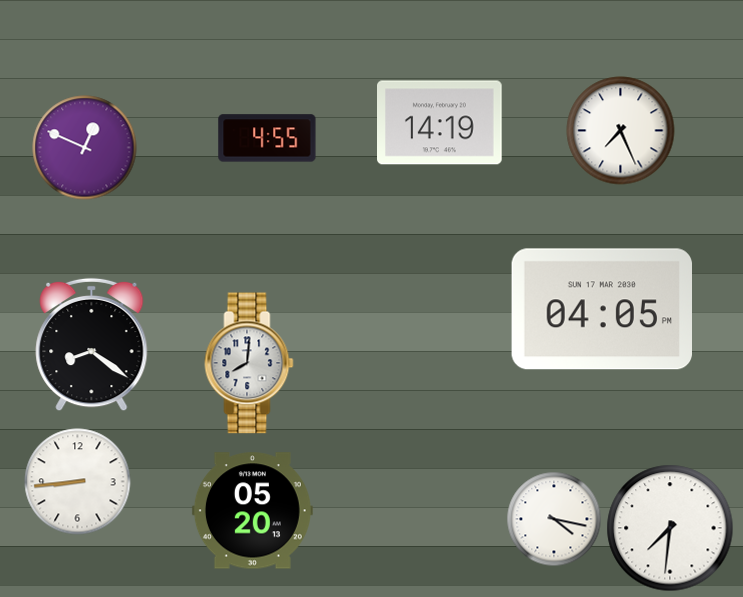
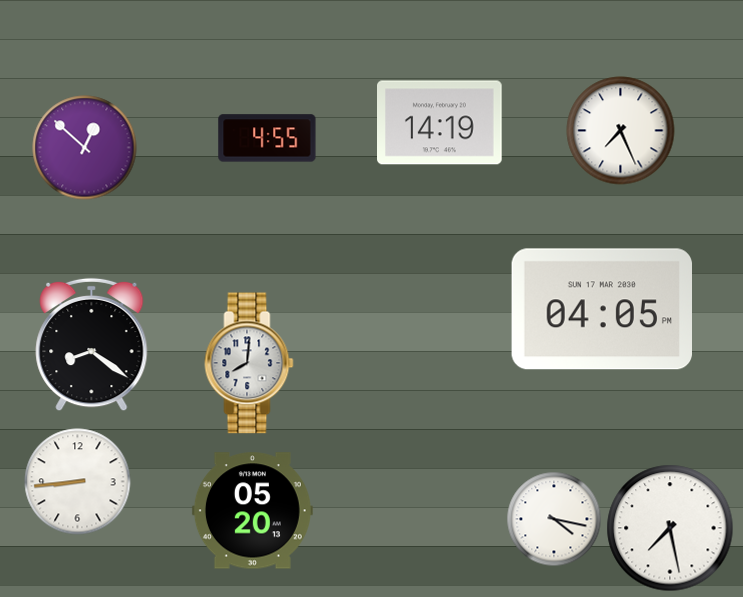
clock at (85, 148): 12:49 -> 12:52
clock at (670, 528): 7:31 -> 7:28
